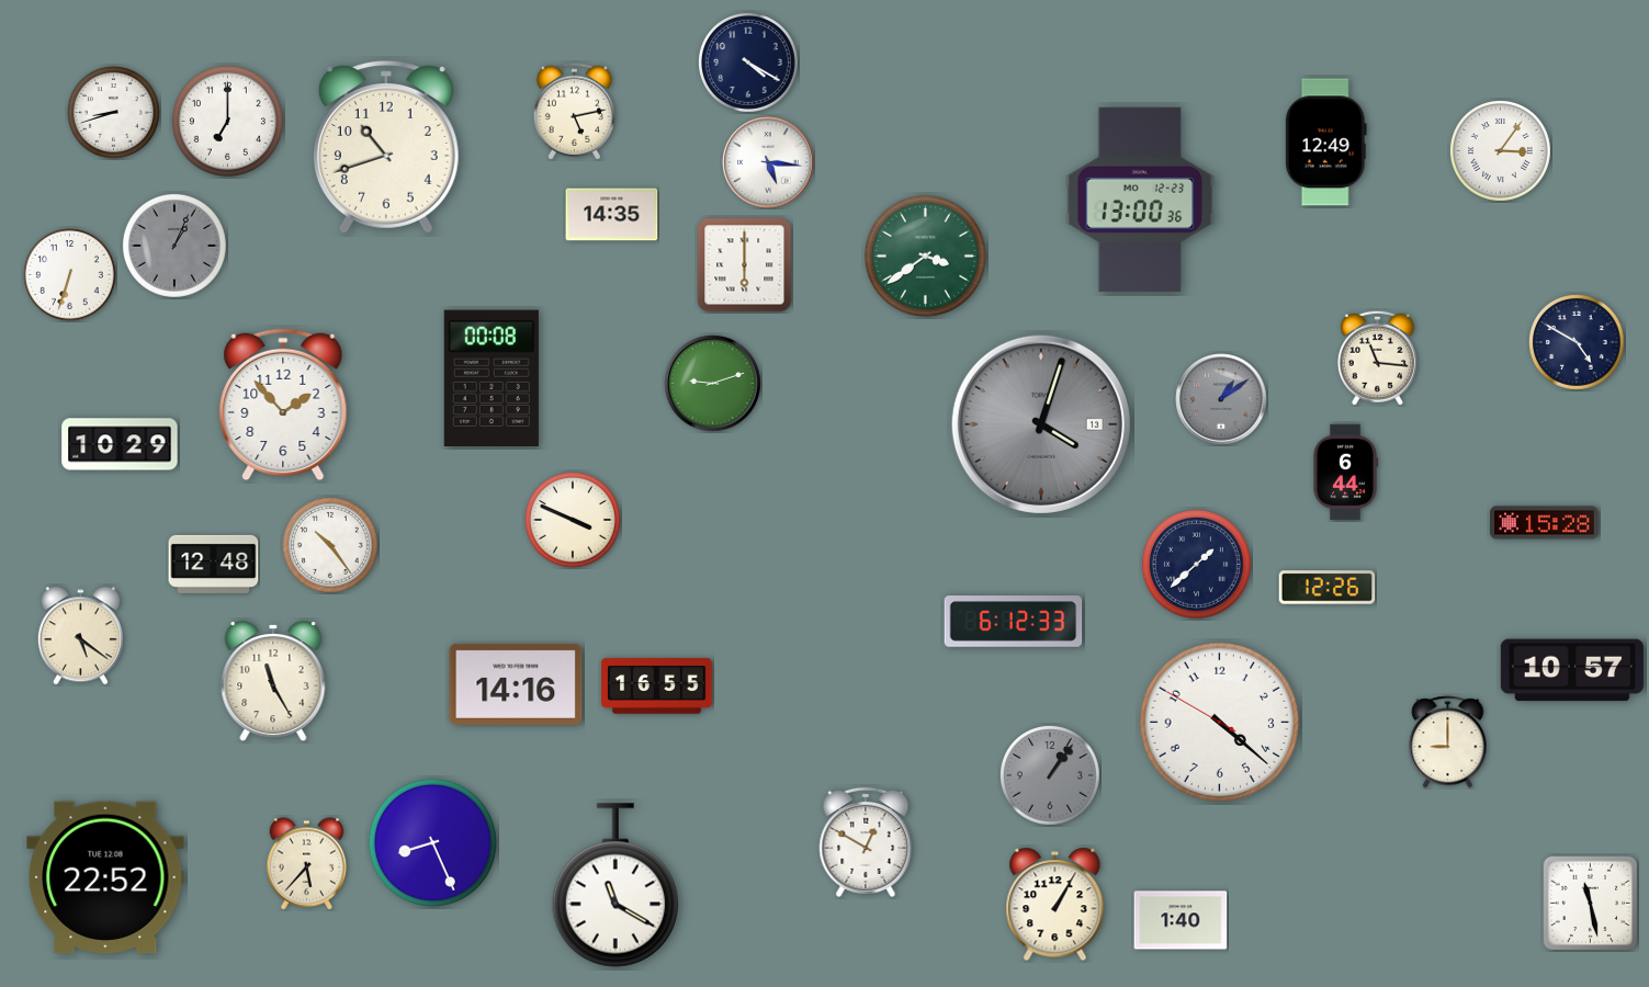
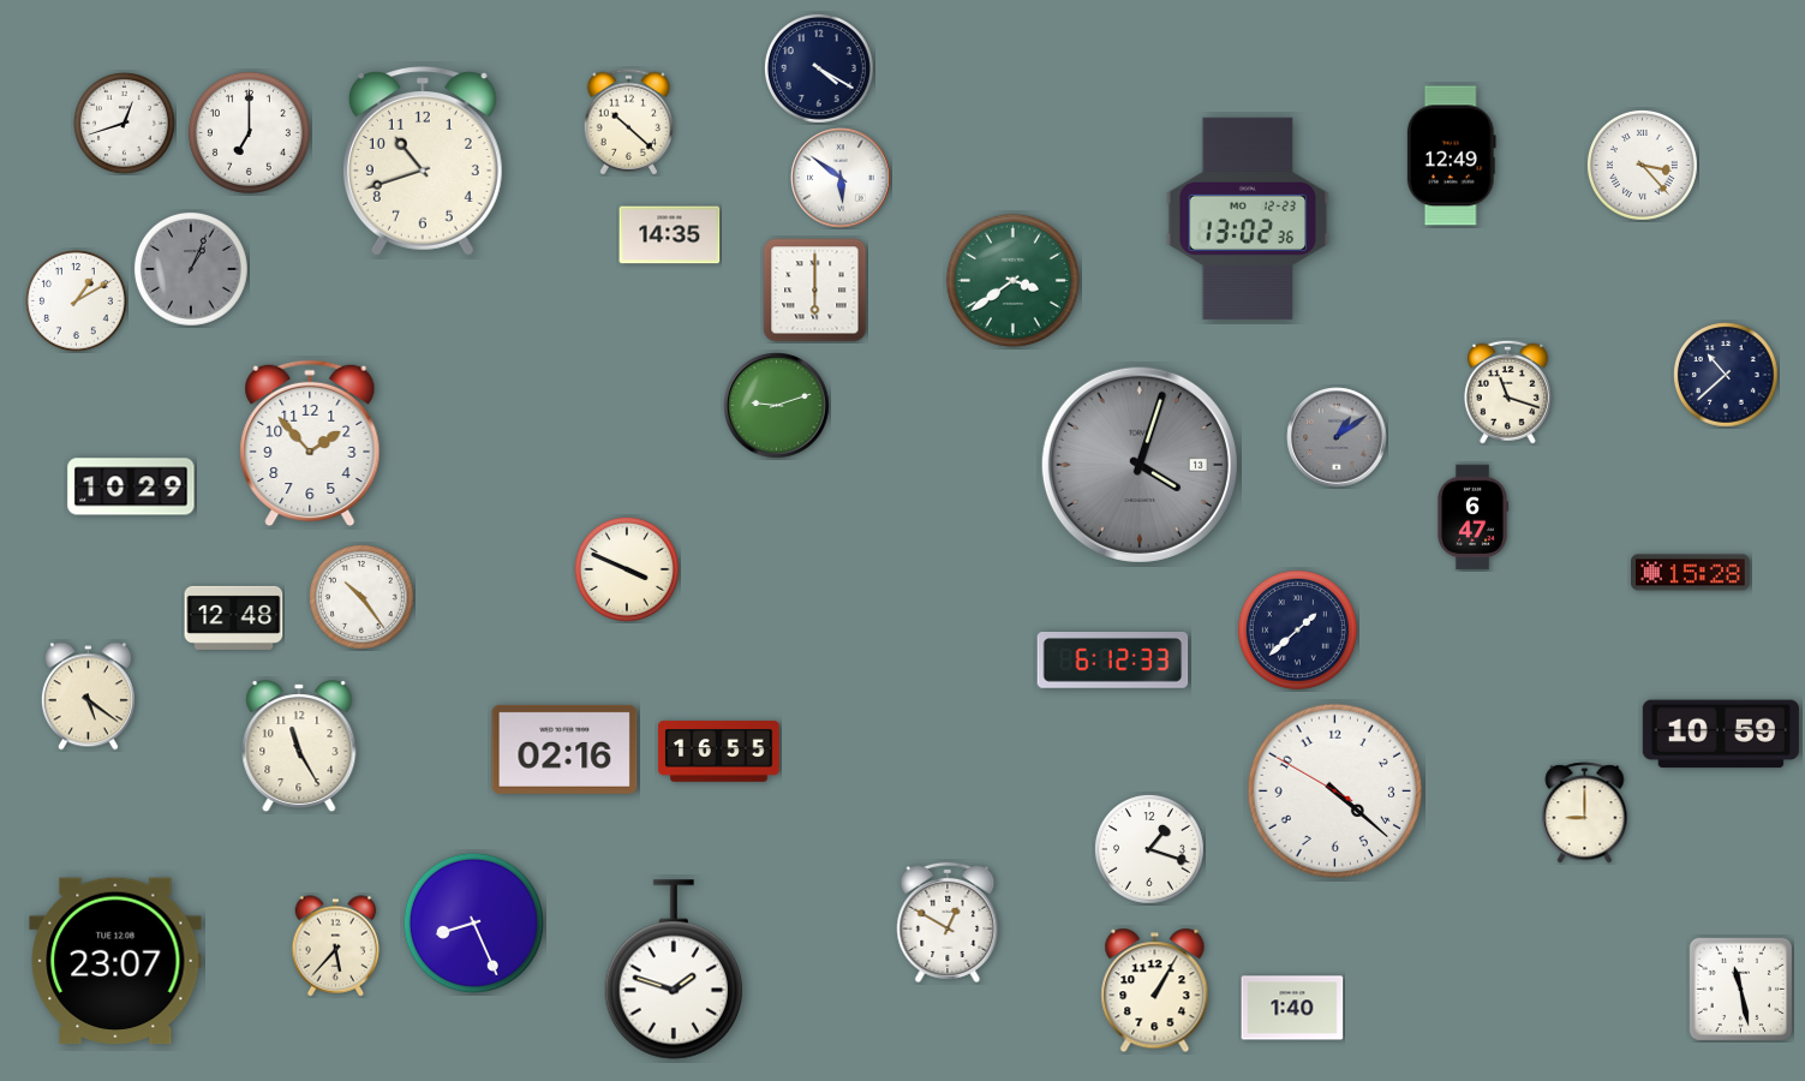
clock at (574, 112): 5:13 -> 10:22
clock at (114, 113): 8:42 -> 12:42
clock at (1500, 150): 3:06 -> 3:23
clock at (768, 162): 5:16 -> 5:51
clock at (1140, 200): 13:00 -> 13:02
clock at (70, 275): 6:33 -> 1:10
clock at (1578, 343): 4:50 -> 10:38
clock at (1377, 358): 11:16 -> 11:18
clock at (492, 378): 00:08 -> none
clock at (713, 384) position: (713, 384) -> (777, 406)
clock at (1345, 473): 6:44 -> 6:47
clock at (1196, 564) position: (1196, 564) -> (1297, 629)
clock at (1328, 588): 12:26 -> none
clock at (1014, 622) position: (1014, 622) -> (1113, 661)
clock at (1572, 670): 10:57 -> 10:59
clock at (516, 684): 14:16 -> 02:16
clock at (1050, 775): 1:06 -> 1:18
clock at (1050, 775) dial: grey -> white
clock at (105, 877): 22:52 -> 23:07
clock at (614, 885): 11:20 -> 1:48
